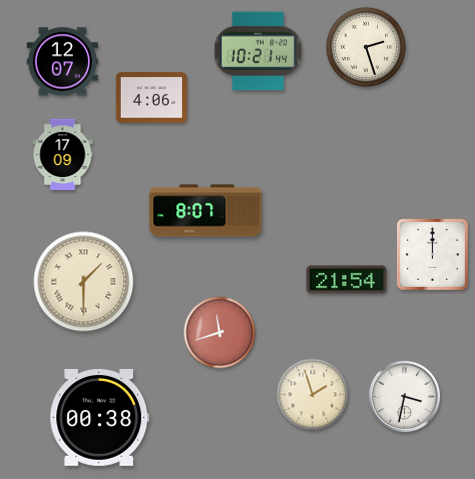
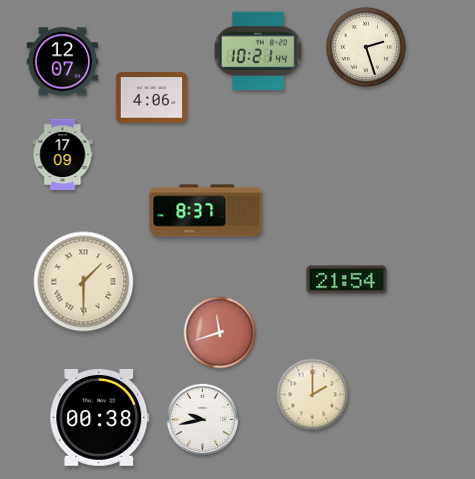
clock at (206, 211): 8:07 -> 8:37
clock at (432, 254): 12:00 -> none
clock at (313, 395): 1:57 -> 2:00
clock at (405, 397): 3:32 -> none
clock at (203, 420): none -> 9:43
